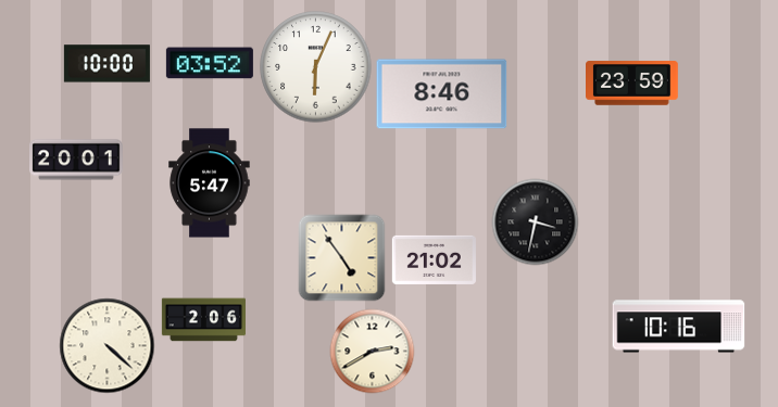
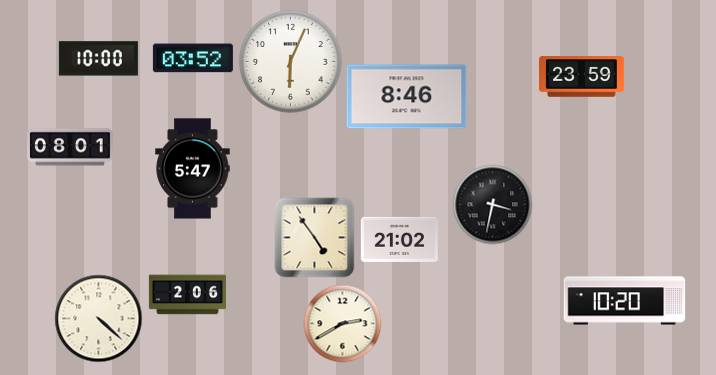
clock at (442, 94) position: (442, 94) -> (407, 97)
clock at (76, 160): 20:01 -> 08:01
clock at (679, 327): 10:16 -> 10:20
